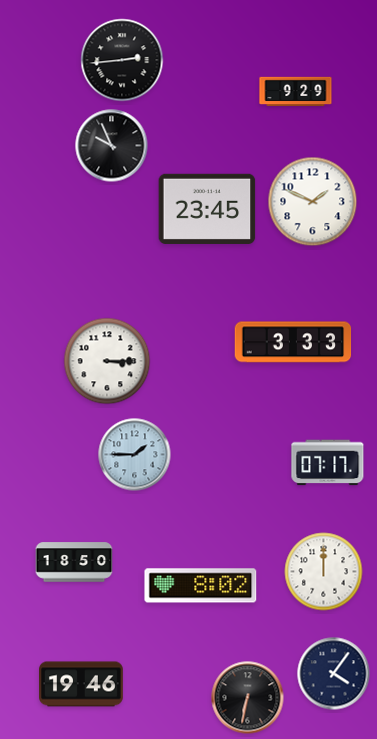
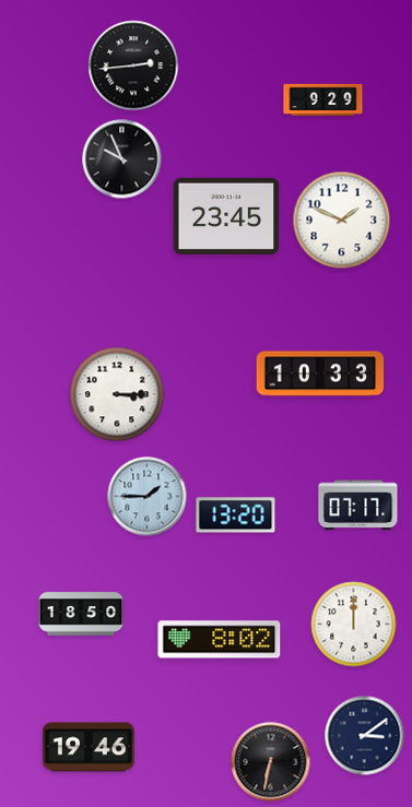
clock at (207, 209) position: (207, 209) -> (226, 216)
clock at (293, 342): 3:33 -> 10:33
clock at (236, 515): none -> 13:20
clock at (334, 674): 4:06 -> 3:09
